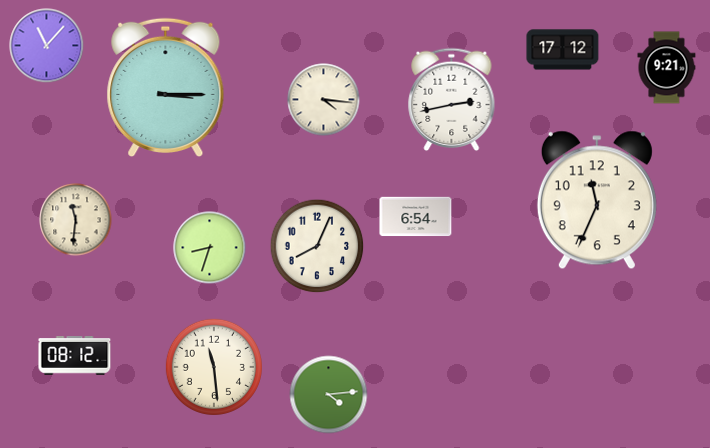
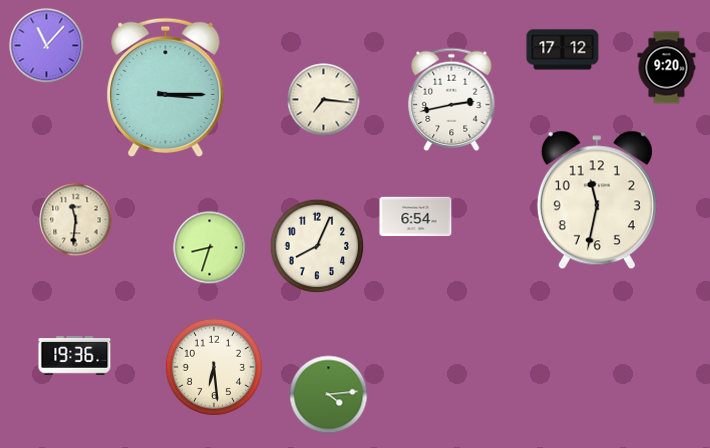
clock at (667, 68): 9:21 -> 9:20
clock at (324, 100): 4:16 -> 7:16
clock at (597, 200): 11:34 -> 11:32
clock at (75, 356): 08:12 -> 19:36
clock at (214, 367): 11:29 -> 6:29
